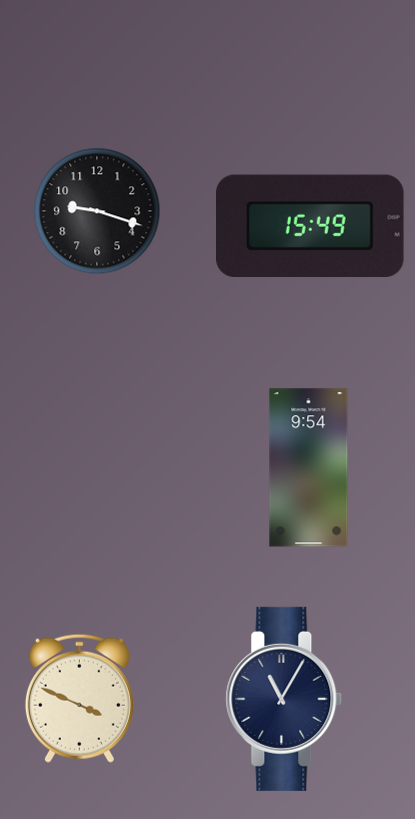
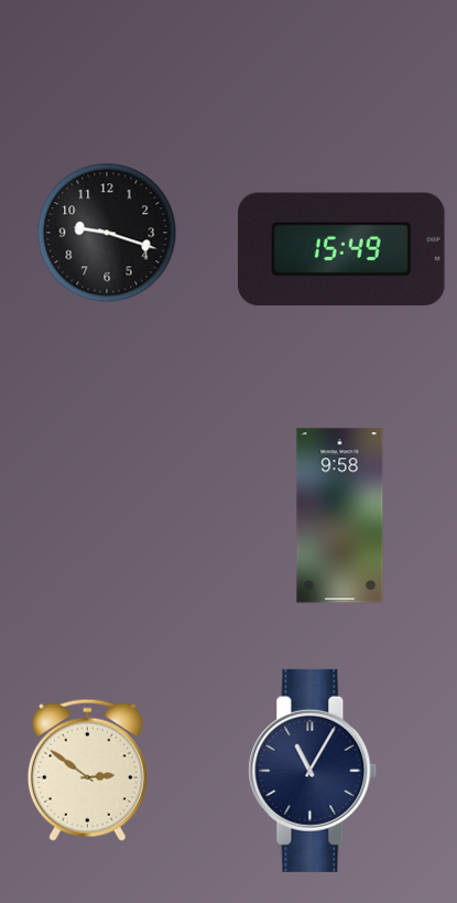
clock at (309, 468): 9:54 -> 9:58
clock at (79, 698): 3:49 -> 2:51
